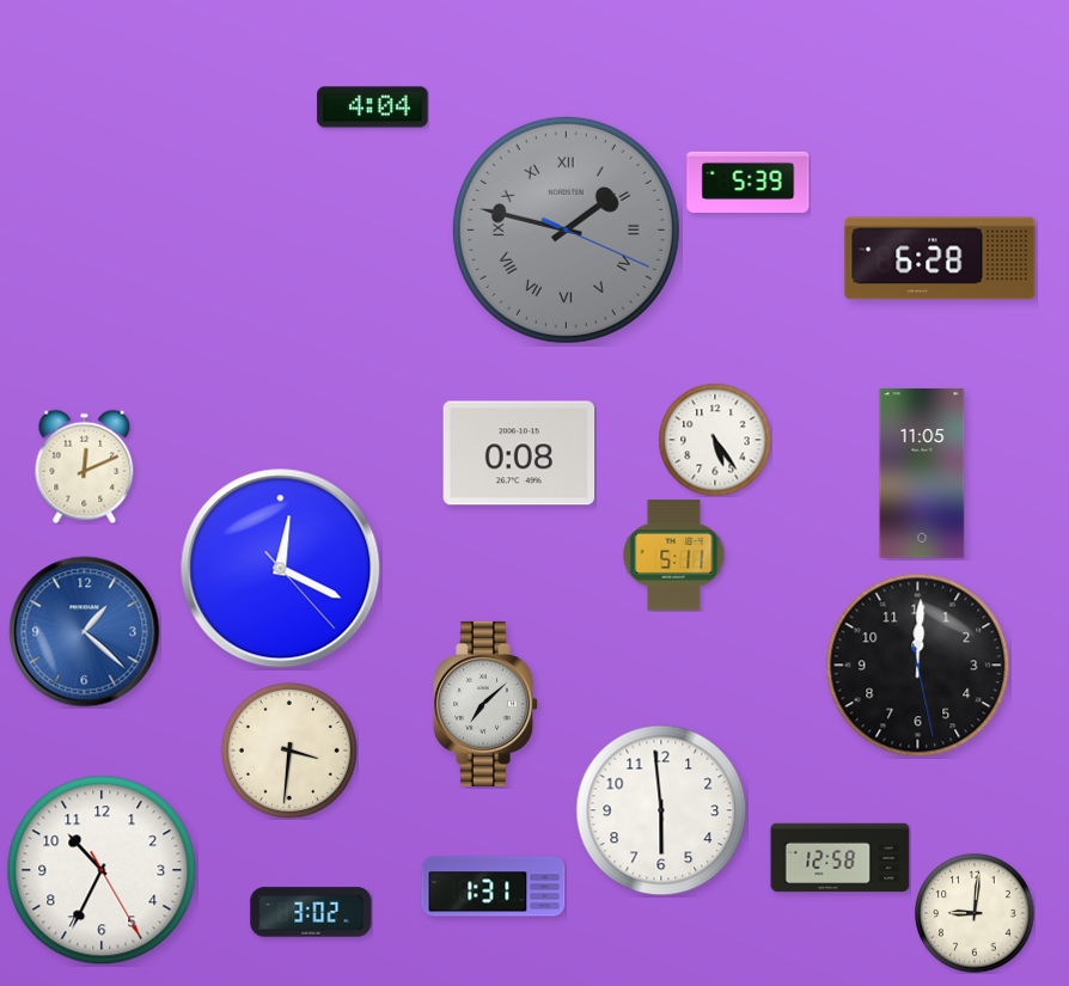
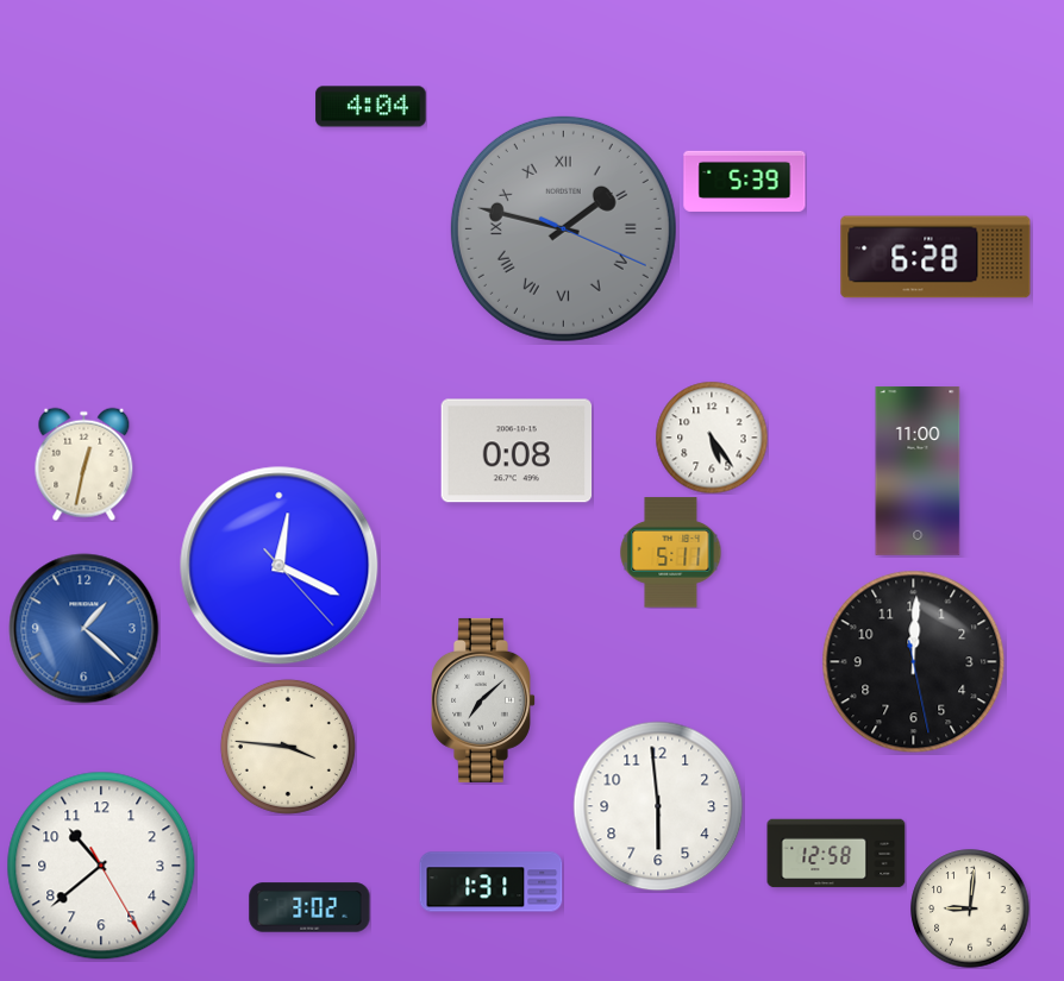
clock at (85, 466): 12:11 -> 12:32
clock at (922, 473): 11:05 -> 11:00
clock at (289, 751): 3:31 -> 3:46
clock at (102, 870): 10:34 -> 10:38
